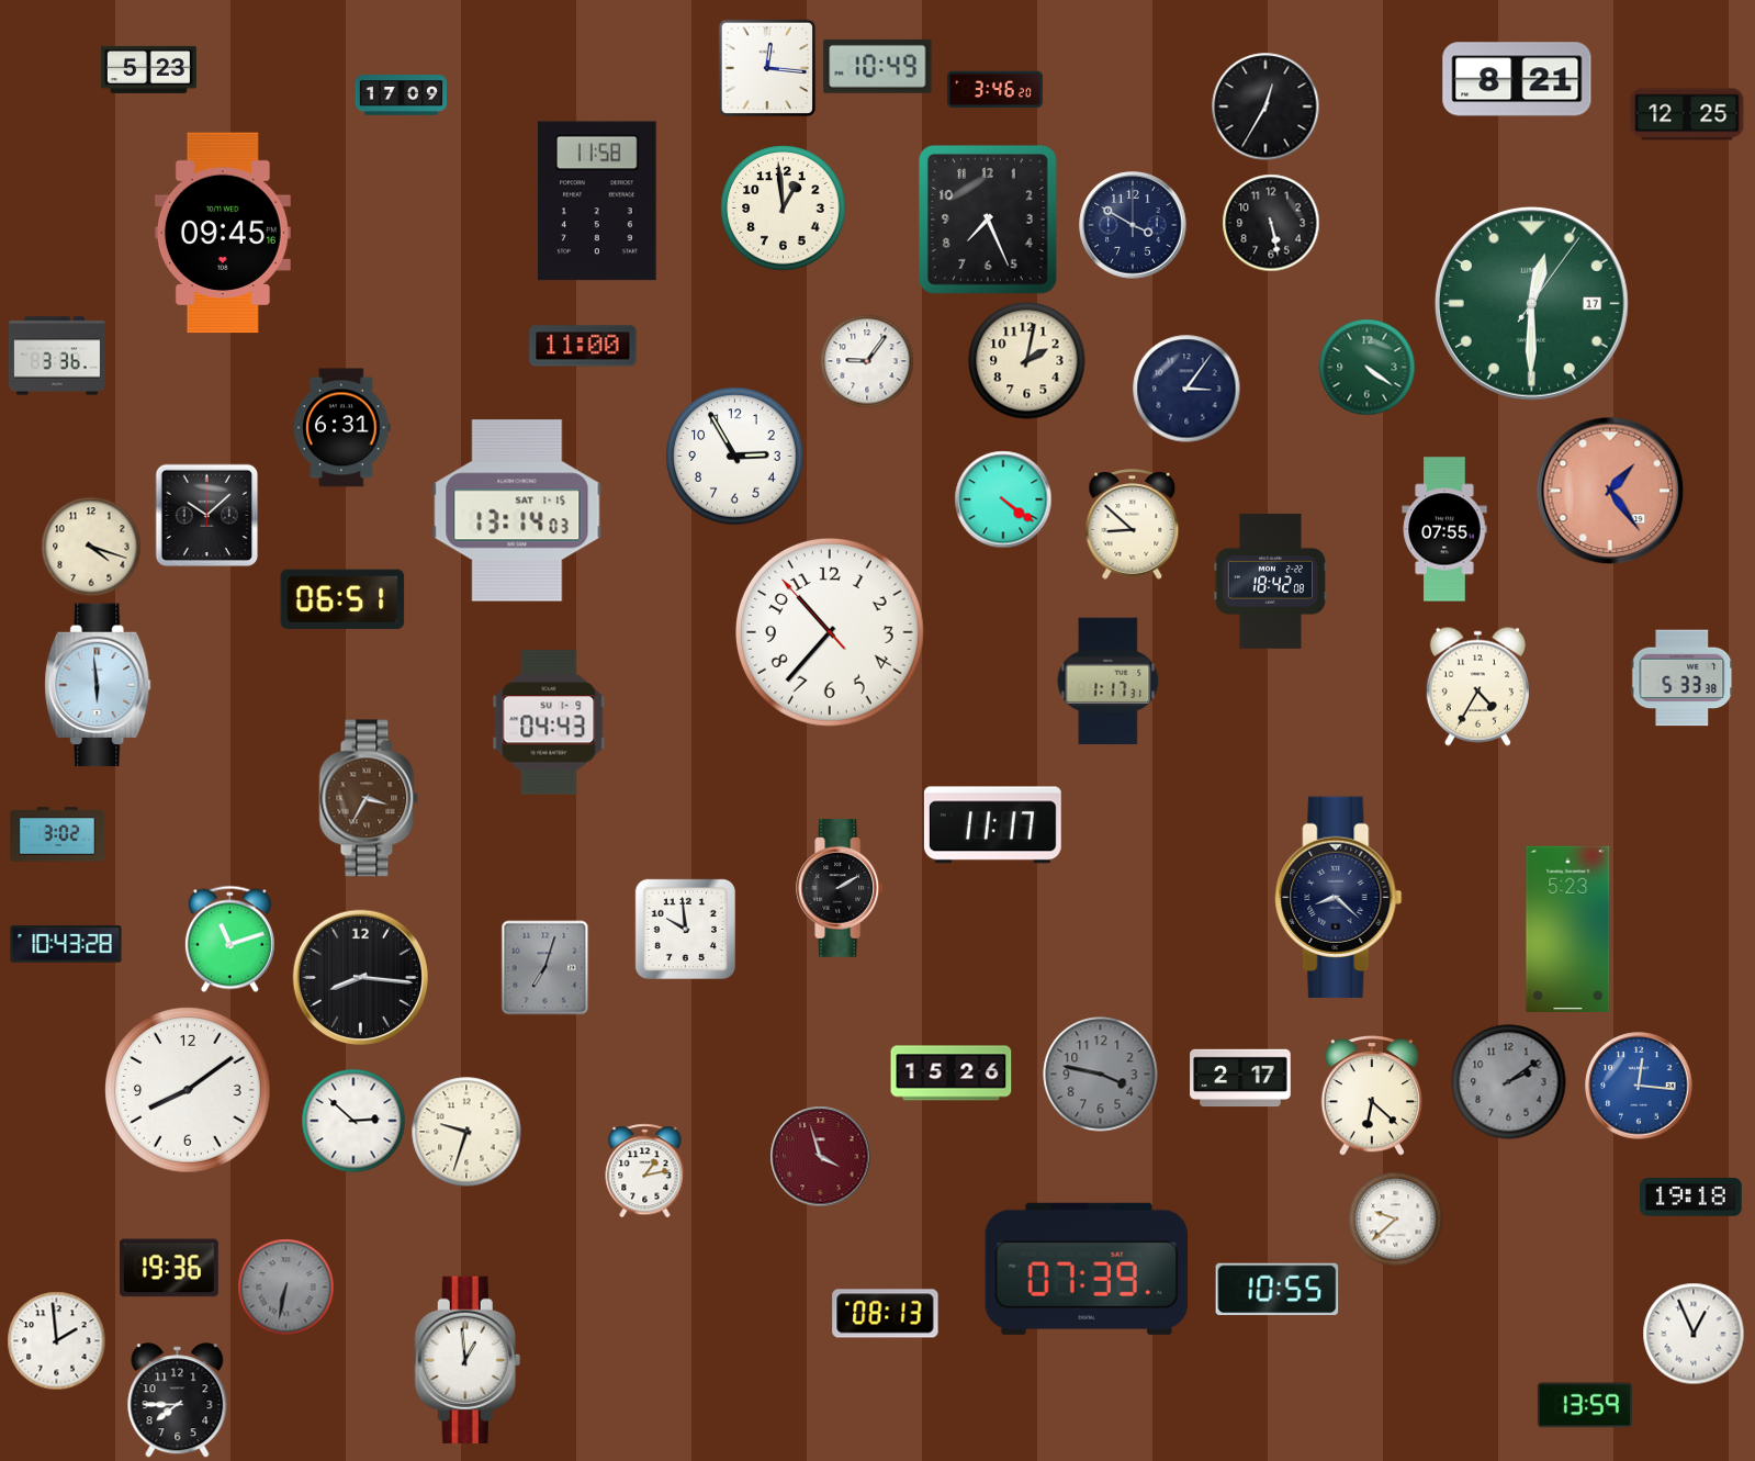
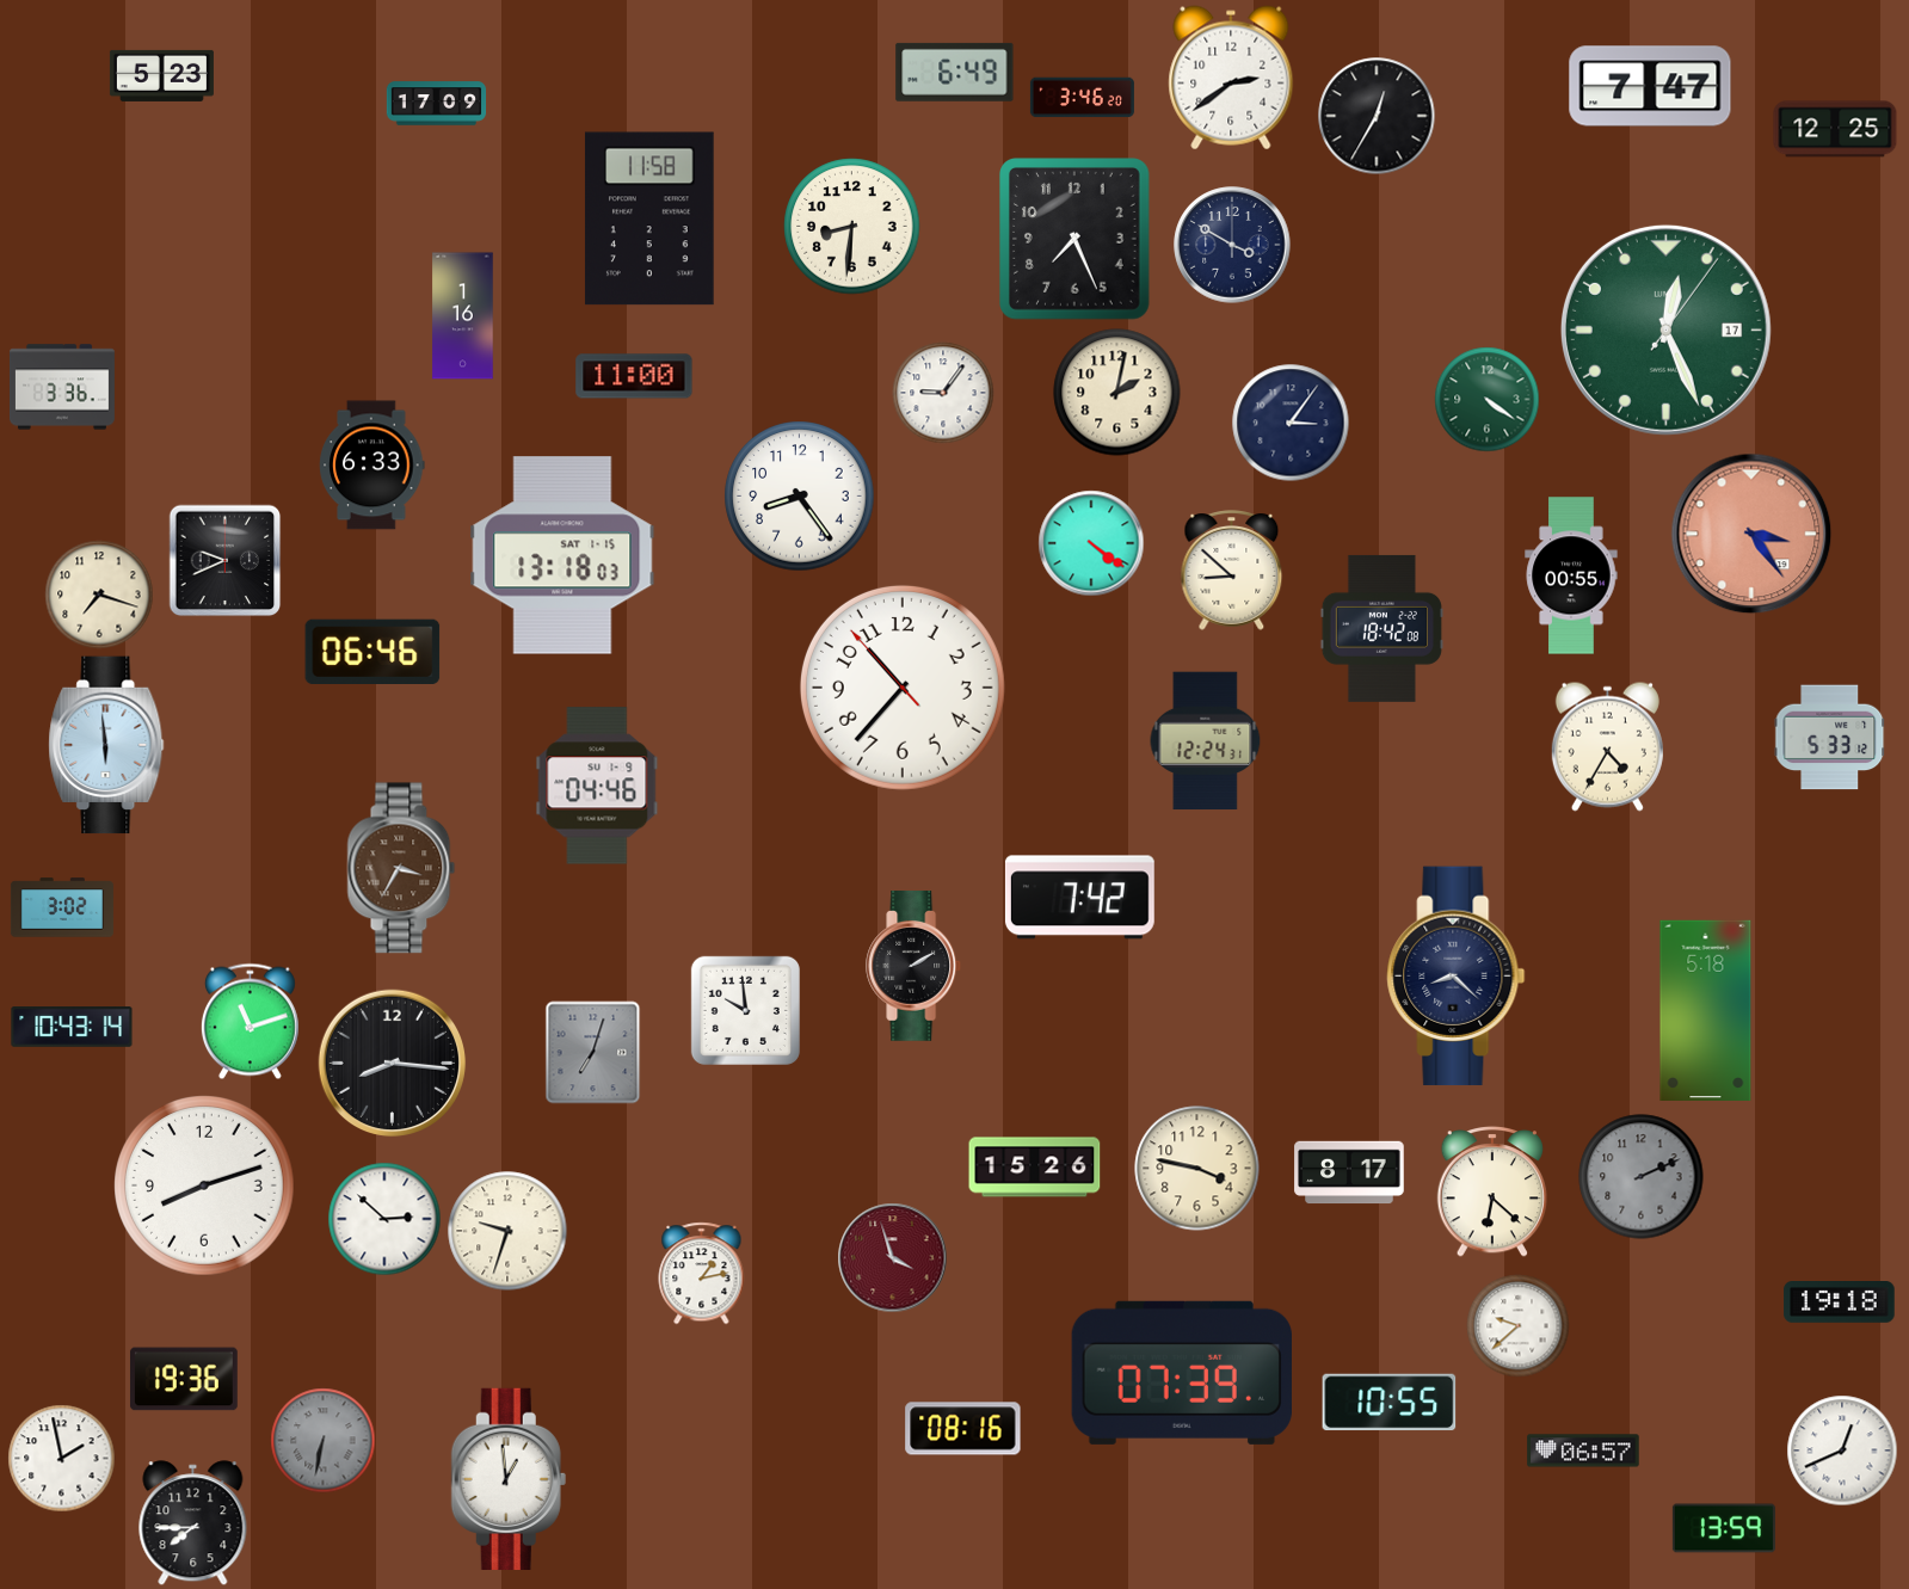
clock at (878, 66): 10:49 -> 6:49
clock at (767, 68): 12:16 -> none
clock at (1231, 78): none -> 2:39
clock at (1517, 79): 8:21 -> 7:47
clock at (1687, 114) position: (1687, 114) -> (1835, 129)
clock at (784, 209): 12:59 -> 8:31
clock at (1271, 223): 5:28 -> none
clock at (223, 233): 09:45 -> none
clock at (463, 316): none -> 1:16
clock at (1531, 303): 12:30 -> 12:26
clock at (342, 428): 6:31 -> 6:33
clock at (735, 457): 2:55 -> 8:24
clock at (1610, 491): 1:24 -> 3:24
clock at (517, 510): 13:14 -> 13:18
clock at (207, 516): 10:08 -> 9:41
clock at (1444, 529): 07:55 -> 00:55
clock at (91, 547): 4:18 -> 7:18
clock at (1270, 581) position: (1270, 581) -> (1381, 628)
clock at (342, 598): 06:51 -> 06:46
clock at (1683, 678): 5:33:38 -> 5:33:12
clock at (1109, 682): 1:17 -> 12:24
clock at (549, 722): 04:43 -> 04:46
clock at (992, 825): 11:17 -> 7:42
clock at (1568, 929): 5:23 -> 5:18
clock at (66, 944): 10:43:28 -> 10:43:14
clock at (1101, 1075) dial: grey -> cream
clock at (1240, 1078): 2:17 -> 8:17
clock at (1509, 1082): 2:09 -> 2:11
clock at (1639, 1086): 12:16 -> none
clock at (189, 1091): 8:09 -> 8:12
clock at (1087, 1269) position: (1087, 1269) -> (1182, 1373)
clock at (286, 1288) position: (286, 1288) -> (324, 1441)
clock at (886, 1314): 08:13 -> 08:16
clock at (1583, 1451): none -> 06:57
clock at (1694, 1334): 12:56 -> 12:41
clock at (57, 1341): 1:59 -> 1:58
